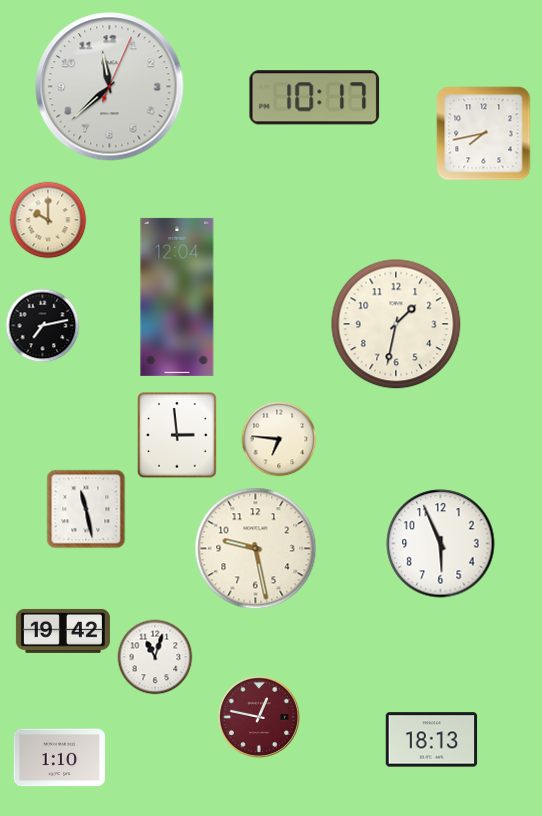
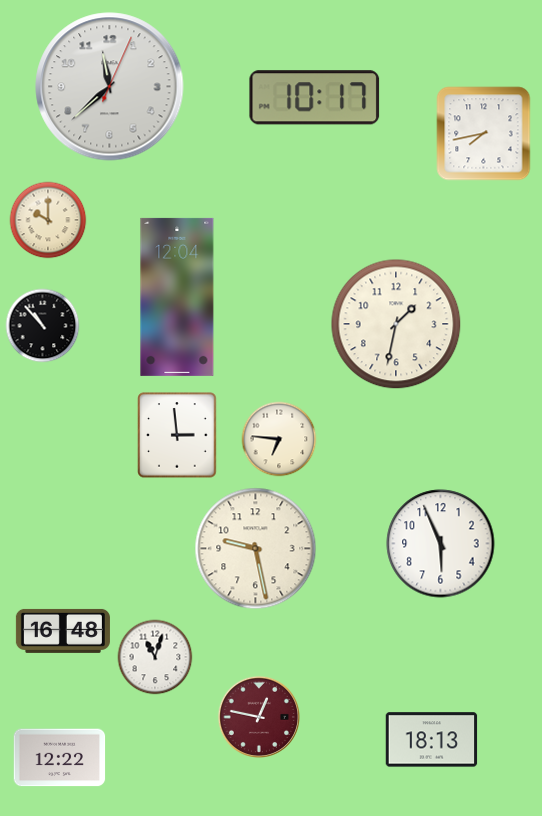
clock at (43, 326): 7:13 -> 10:53
clock at (86, 509): 11:28 -> none
clock at (63, 631): 19:42 -> 16:48
clock at (60, 758): 1:10 -> 12:22
